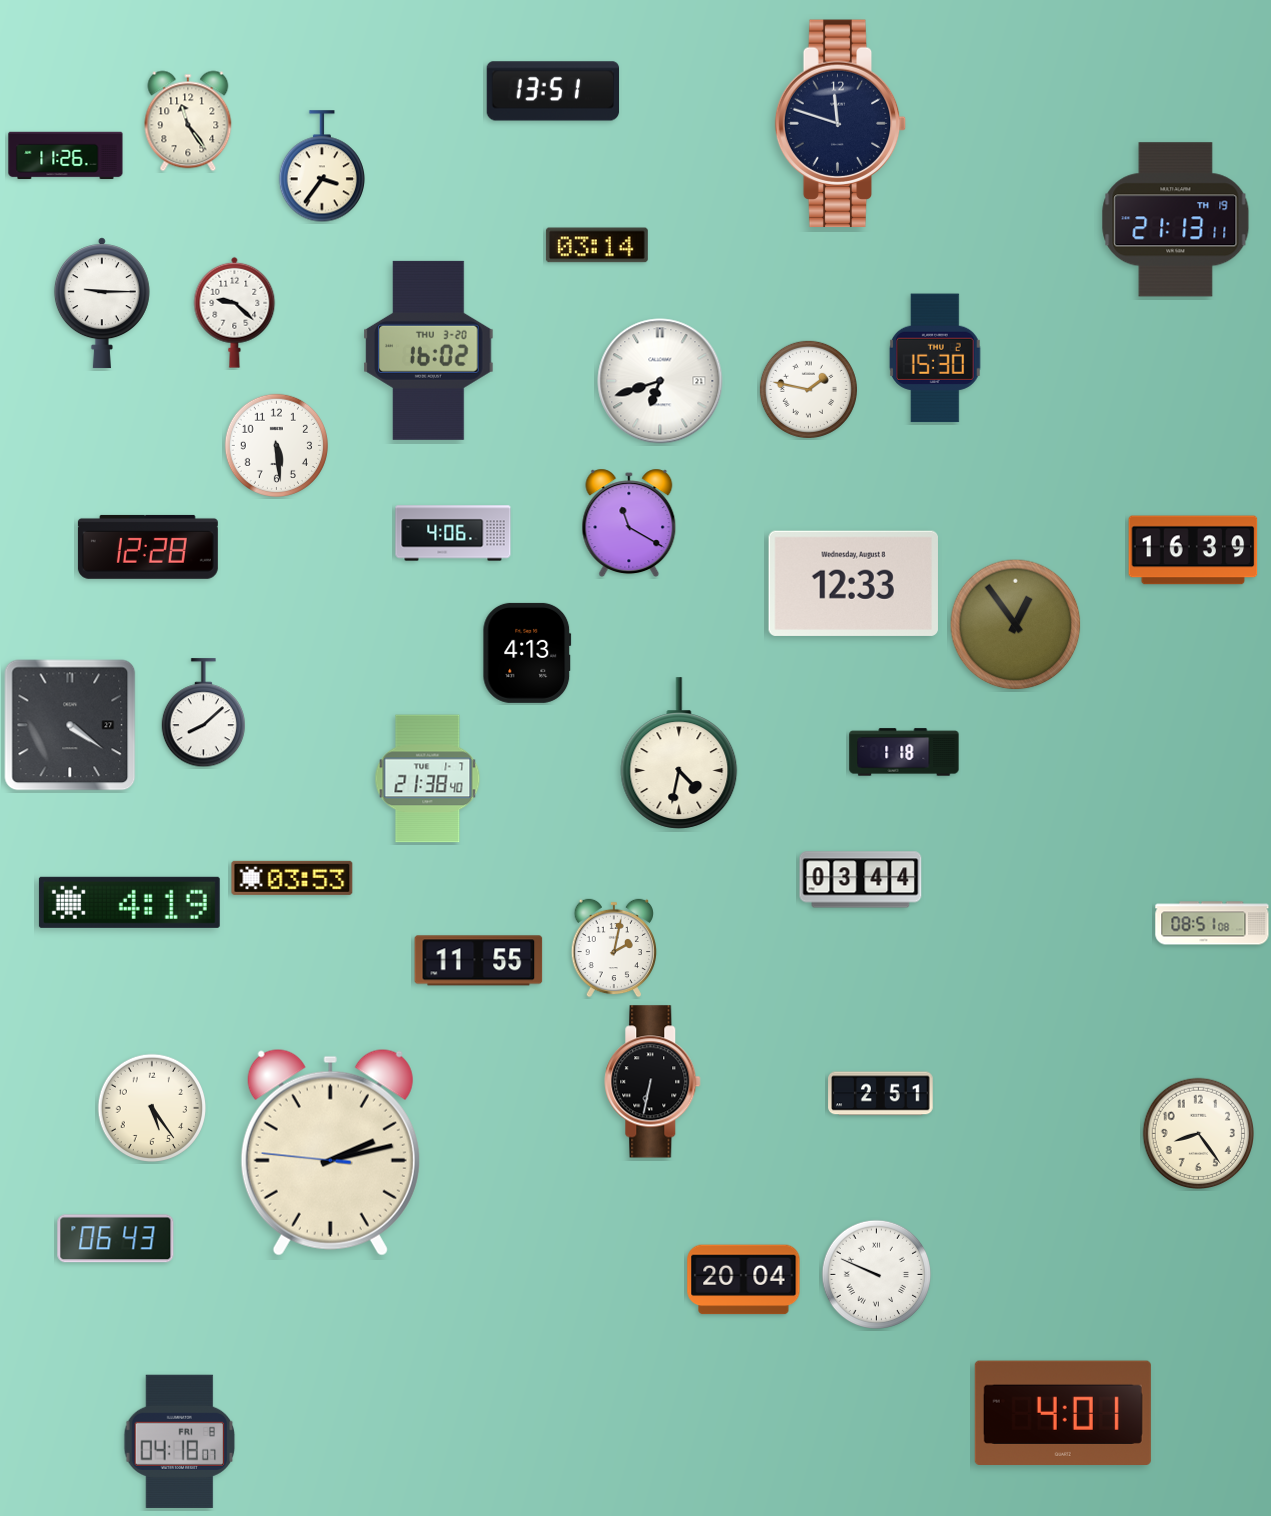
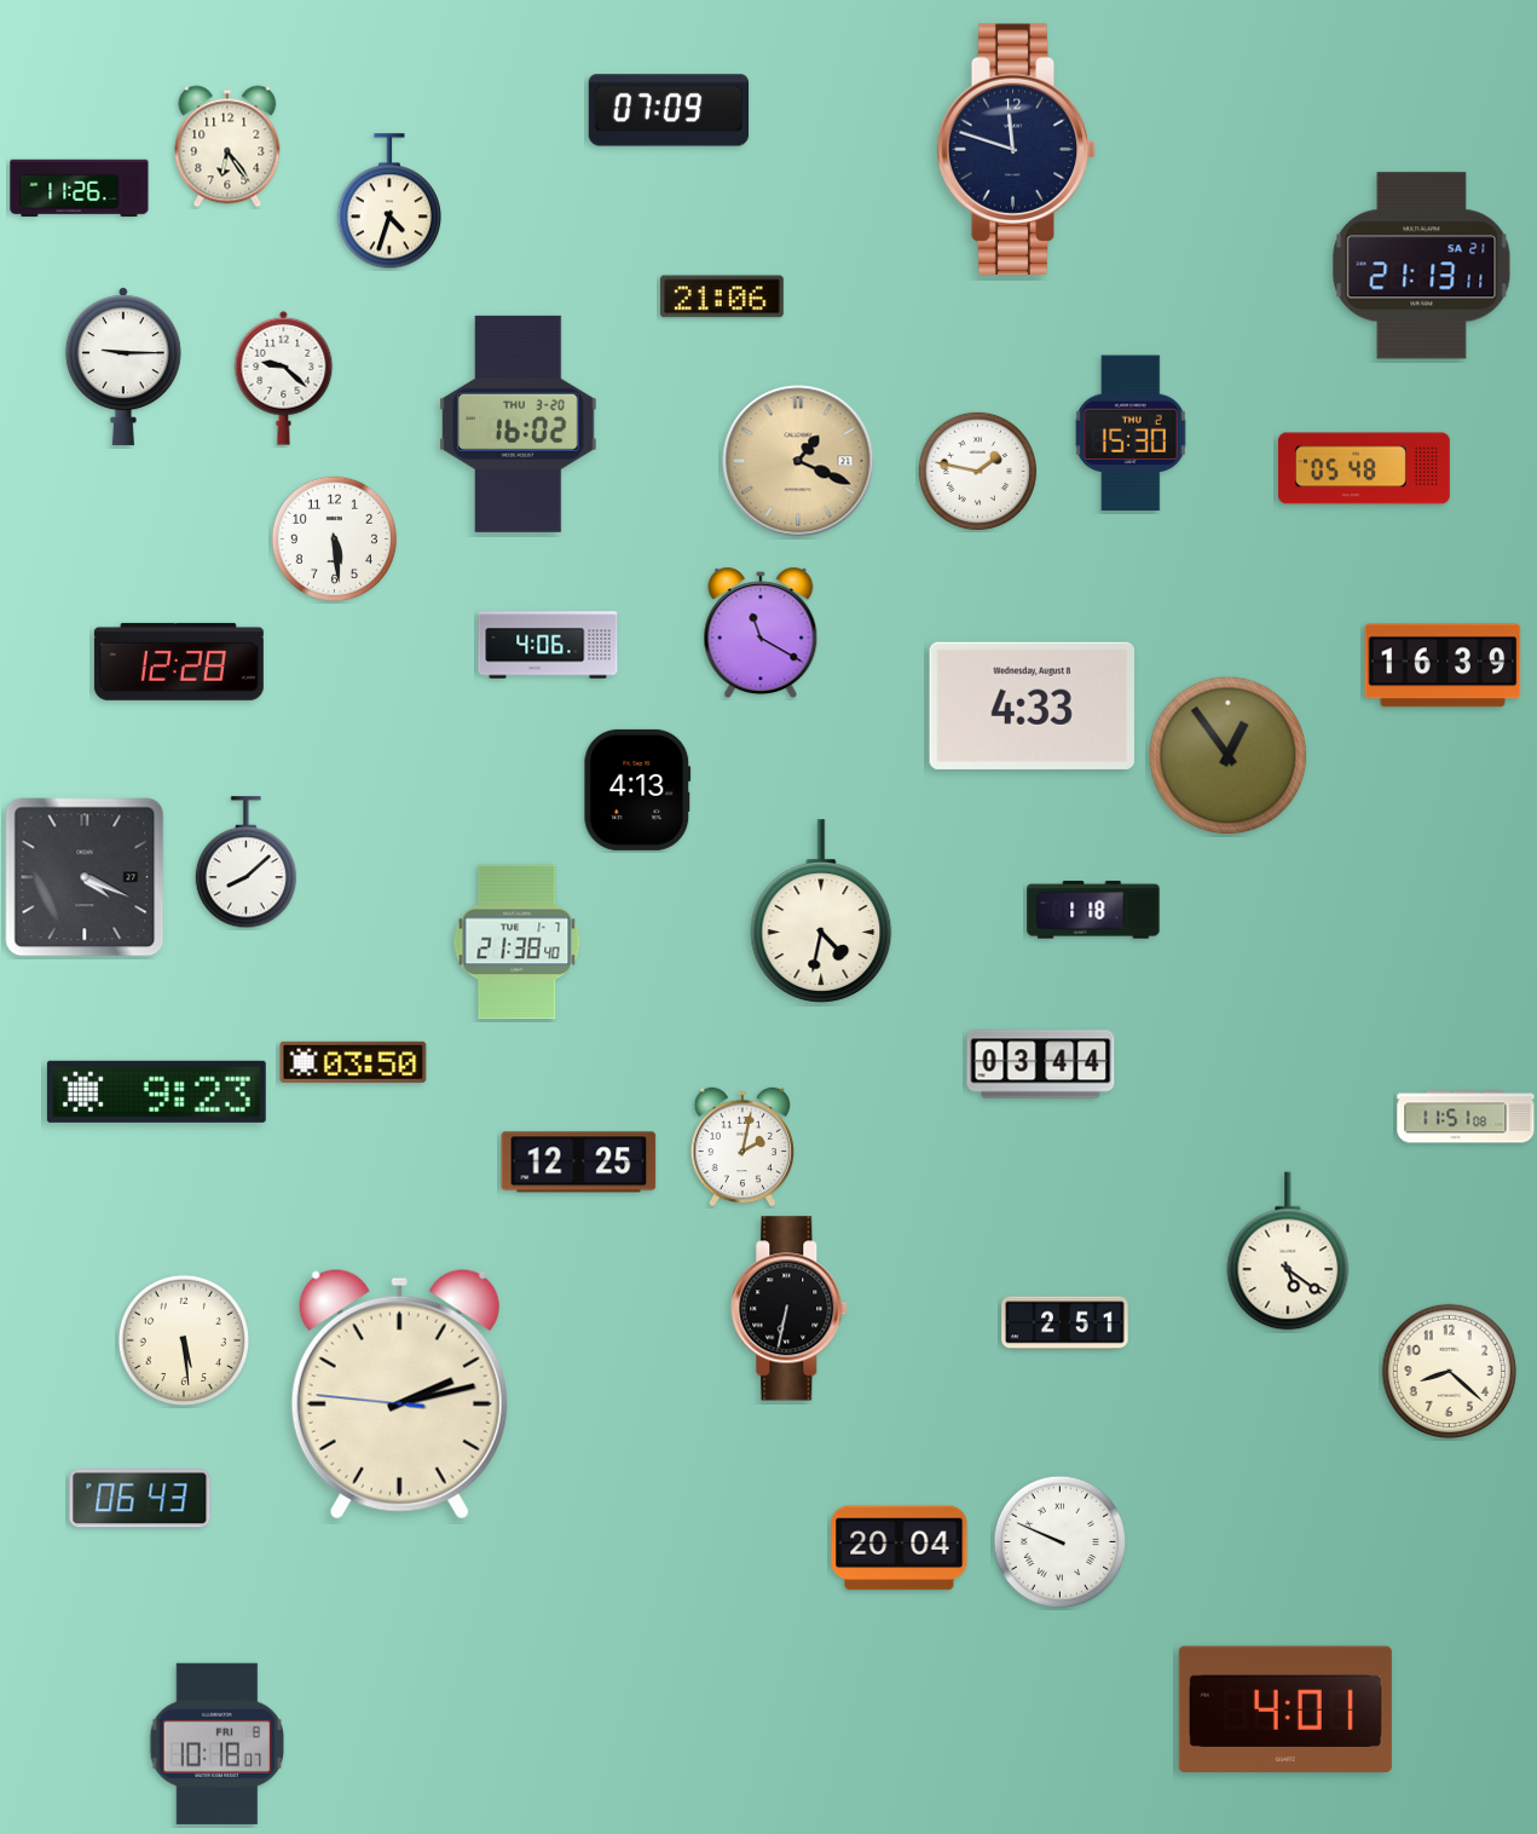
clock at (553, 91): 13:51 -> 07:09
clock at (188, 121): 11:24 -> 6:24
clock at (321, 167): 3:36 -> 4:33
clock at (1176, 220) date: TH 19 -> SA 21
clock at (597, 245): 03:14 -> 21:06
clock at (660, 381): 6:42 -> 1:19
clock at (660, 381) dial: white -> champagne
clock at (1365, 468): none -> 05:48
clock at (853, 583): 12:33 -> 4:33
clock at (70, 725): 4:21 -> 4:19
clock at (292, 878): 03:53 -> 03:50
clock at (129, 902): 4:19 -> 9:23
clock at (1212, 923): 08:51 -> 11:51
clock at (479, 961): 11:55 -> 12:25
clock at (1288, 1251): none -> 5:21
clock at (151, 1107): 5:24 -> 5:29
clock at (1199, 1134): 8:24 -> 8:22
clock at (180, 1441): 04:18 -> 10:18
